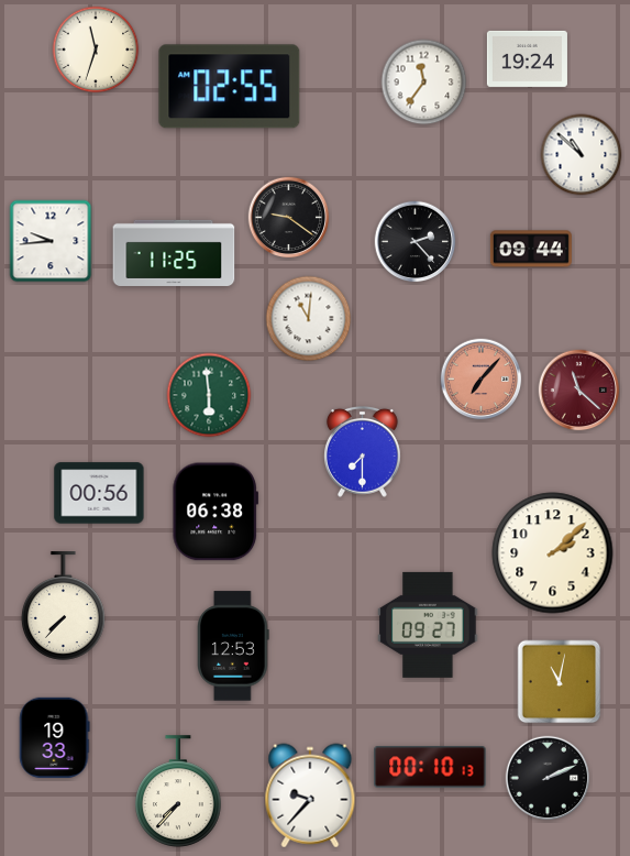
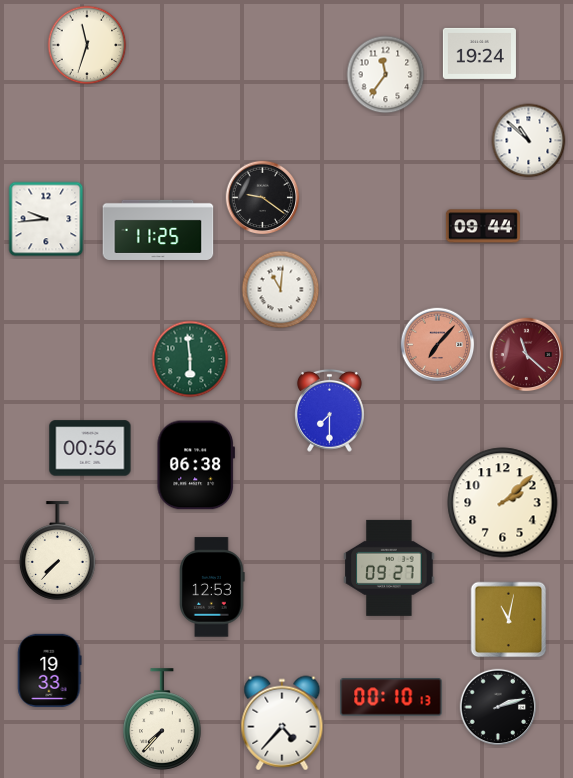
clock at (230, 87): 02:55 -> none
clock at (416, 242): 2:23 -> none
clock at (548, 778): 2:11 -> 2:12
clock at (310, 795): 9:37 -> 4:37
